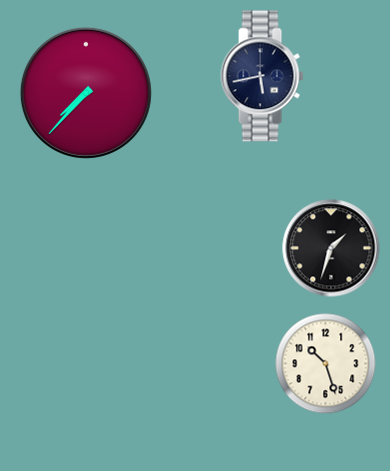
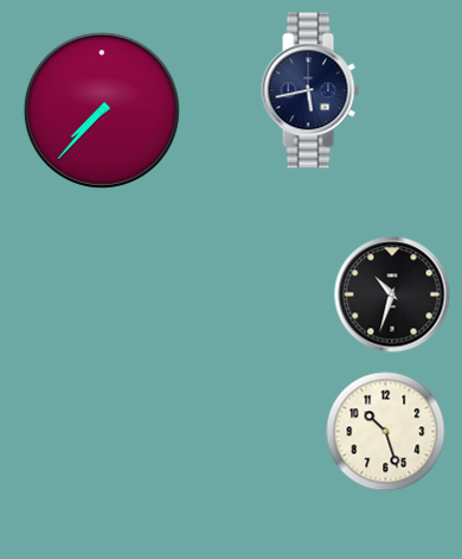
clock at (331, 248): 1:33 -> 10:33
